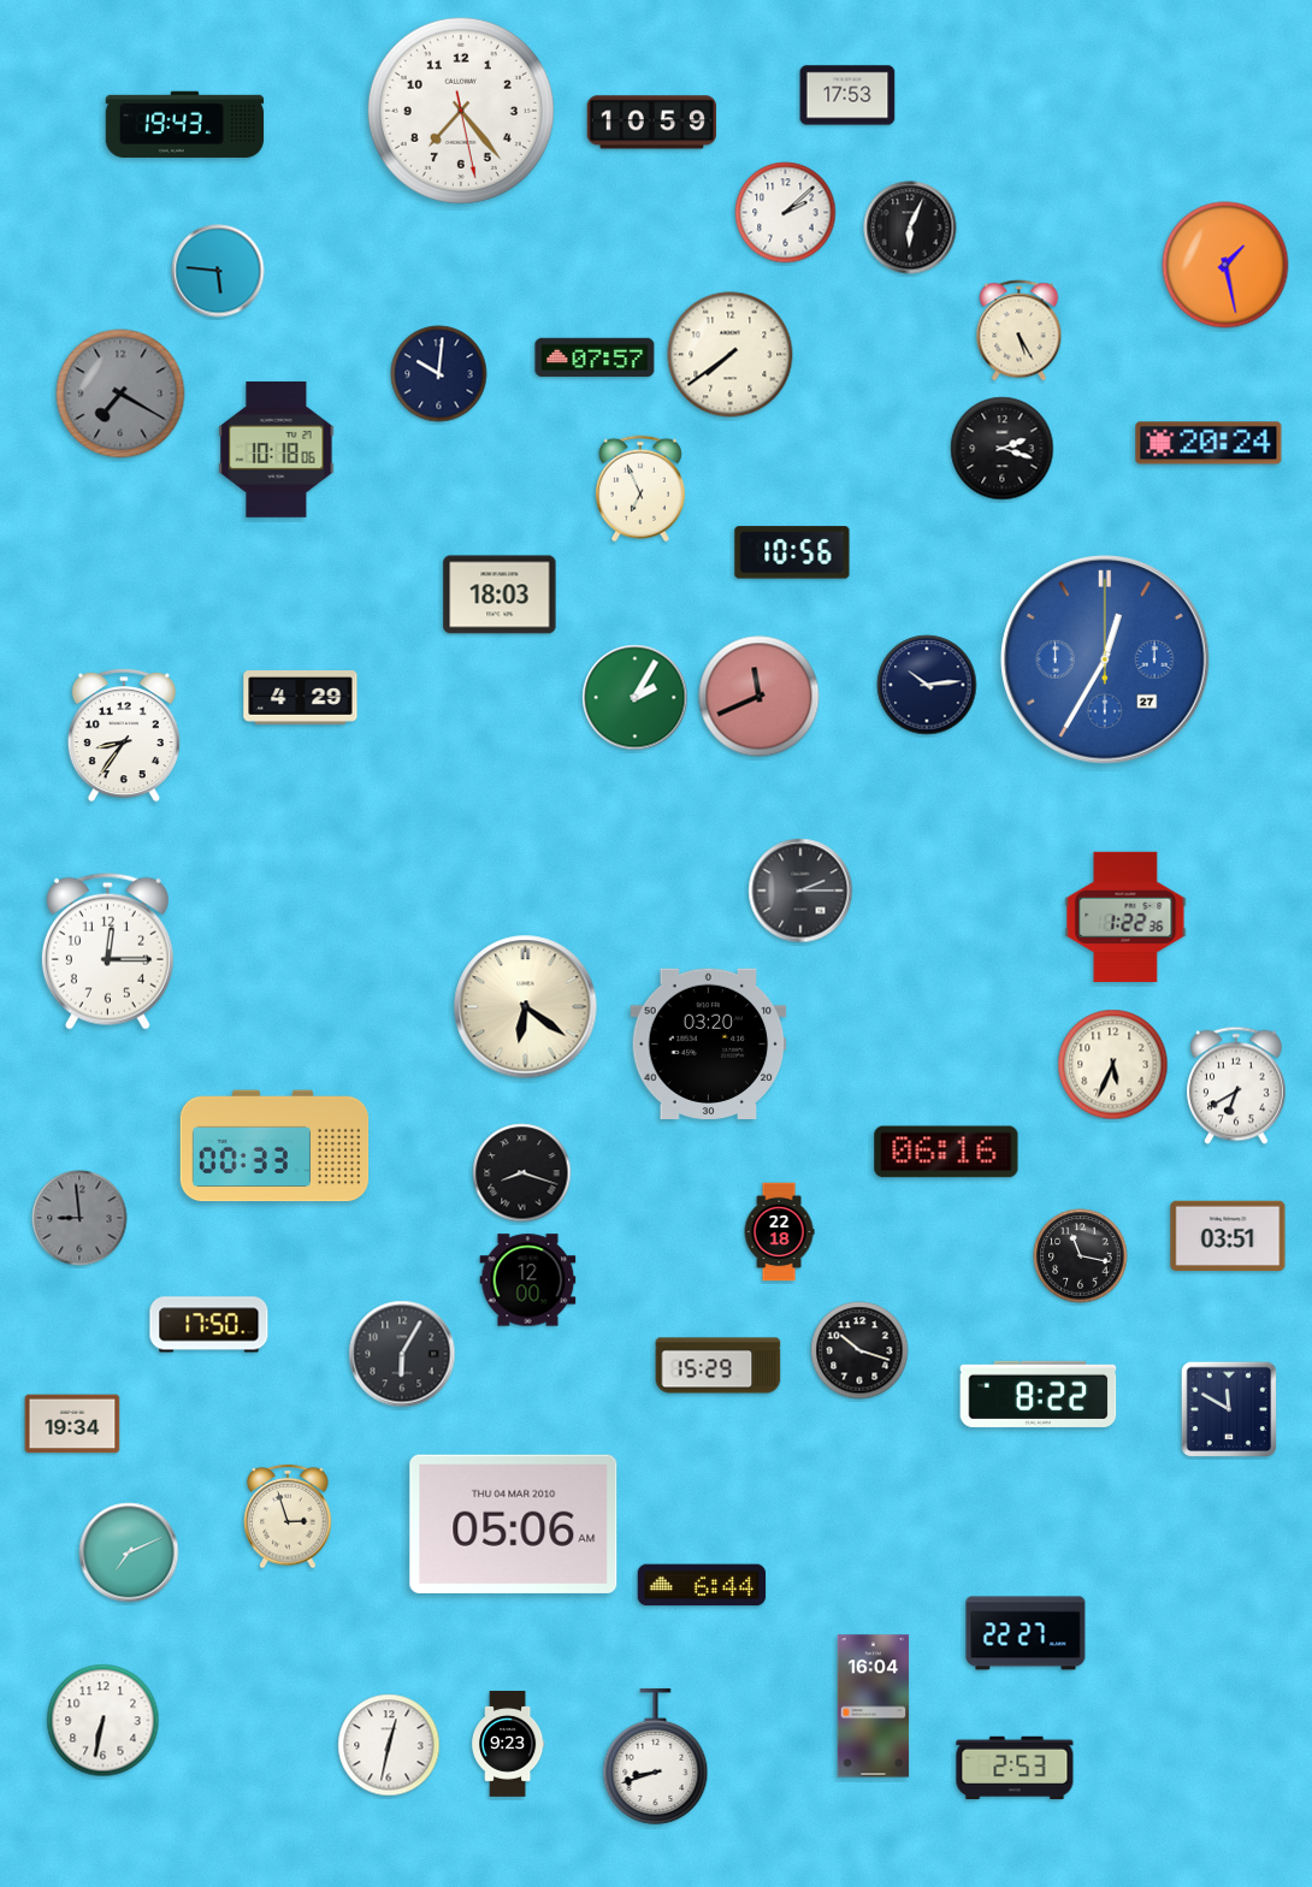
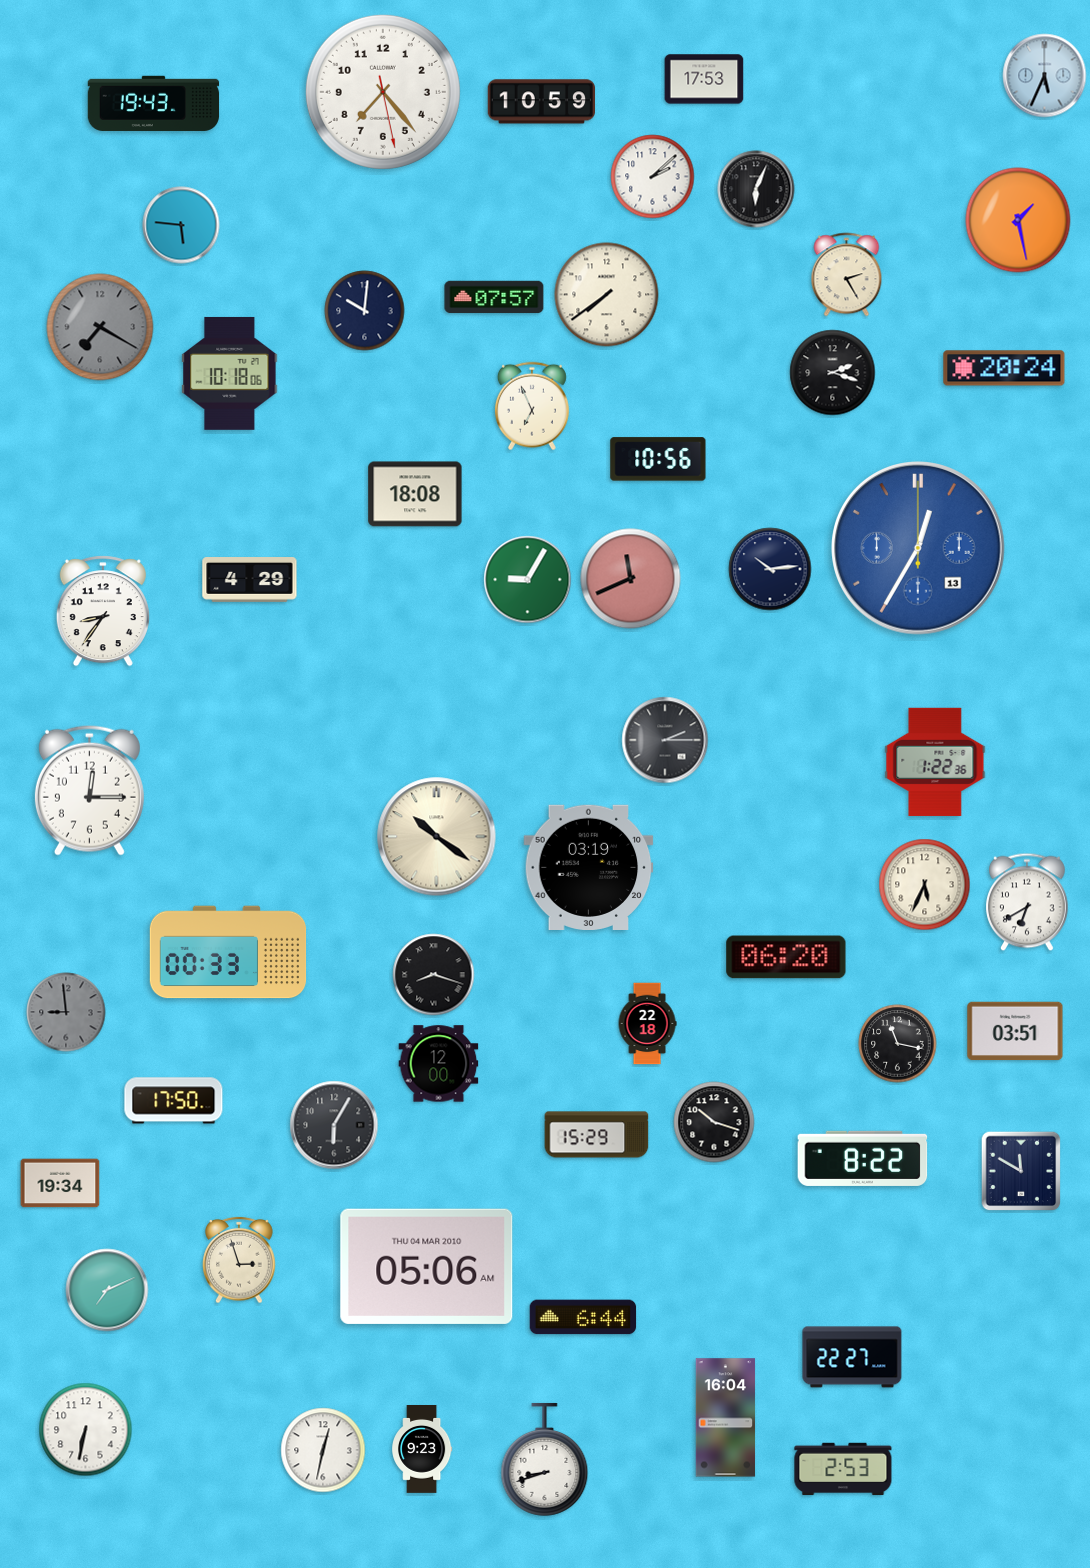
clock at (1045, 76): none -> 5:34
clock at (1020, 331): 5:25 -> 2:25
clock at (500, 595): 18:03 -> 18:08
clock at (1105, 659) date: 27 -> 13
clock at (636, 698): 2:05 -> 9:05
clock at (526, 1007): 6:21 -> 10:21
clock at (709, 1043): 03:20 -> 03:19
clock at (946, 1152): 06:16 -> 06:20
clock at (1228, 1236) position: (1228, 1236) -> (1015, 1031)
